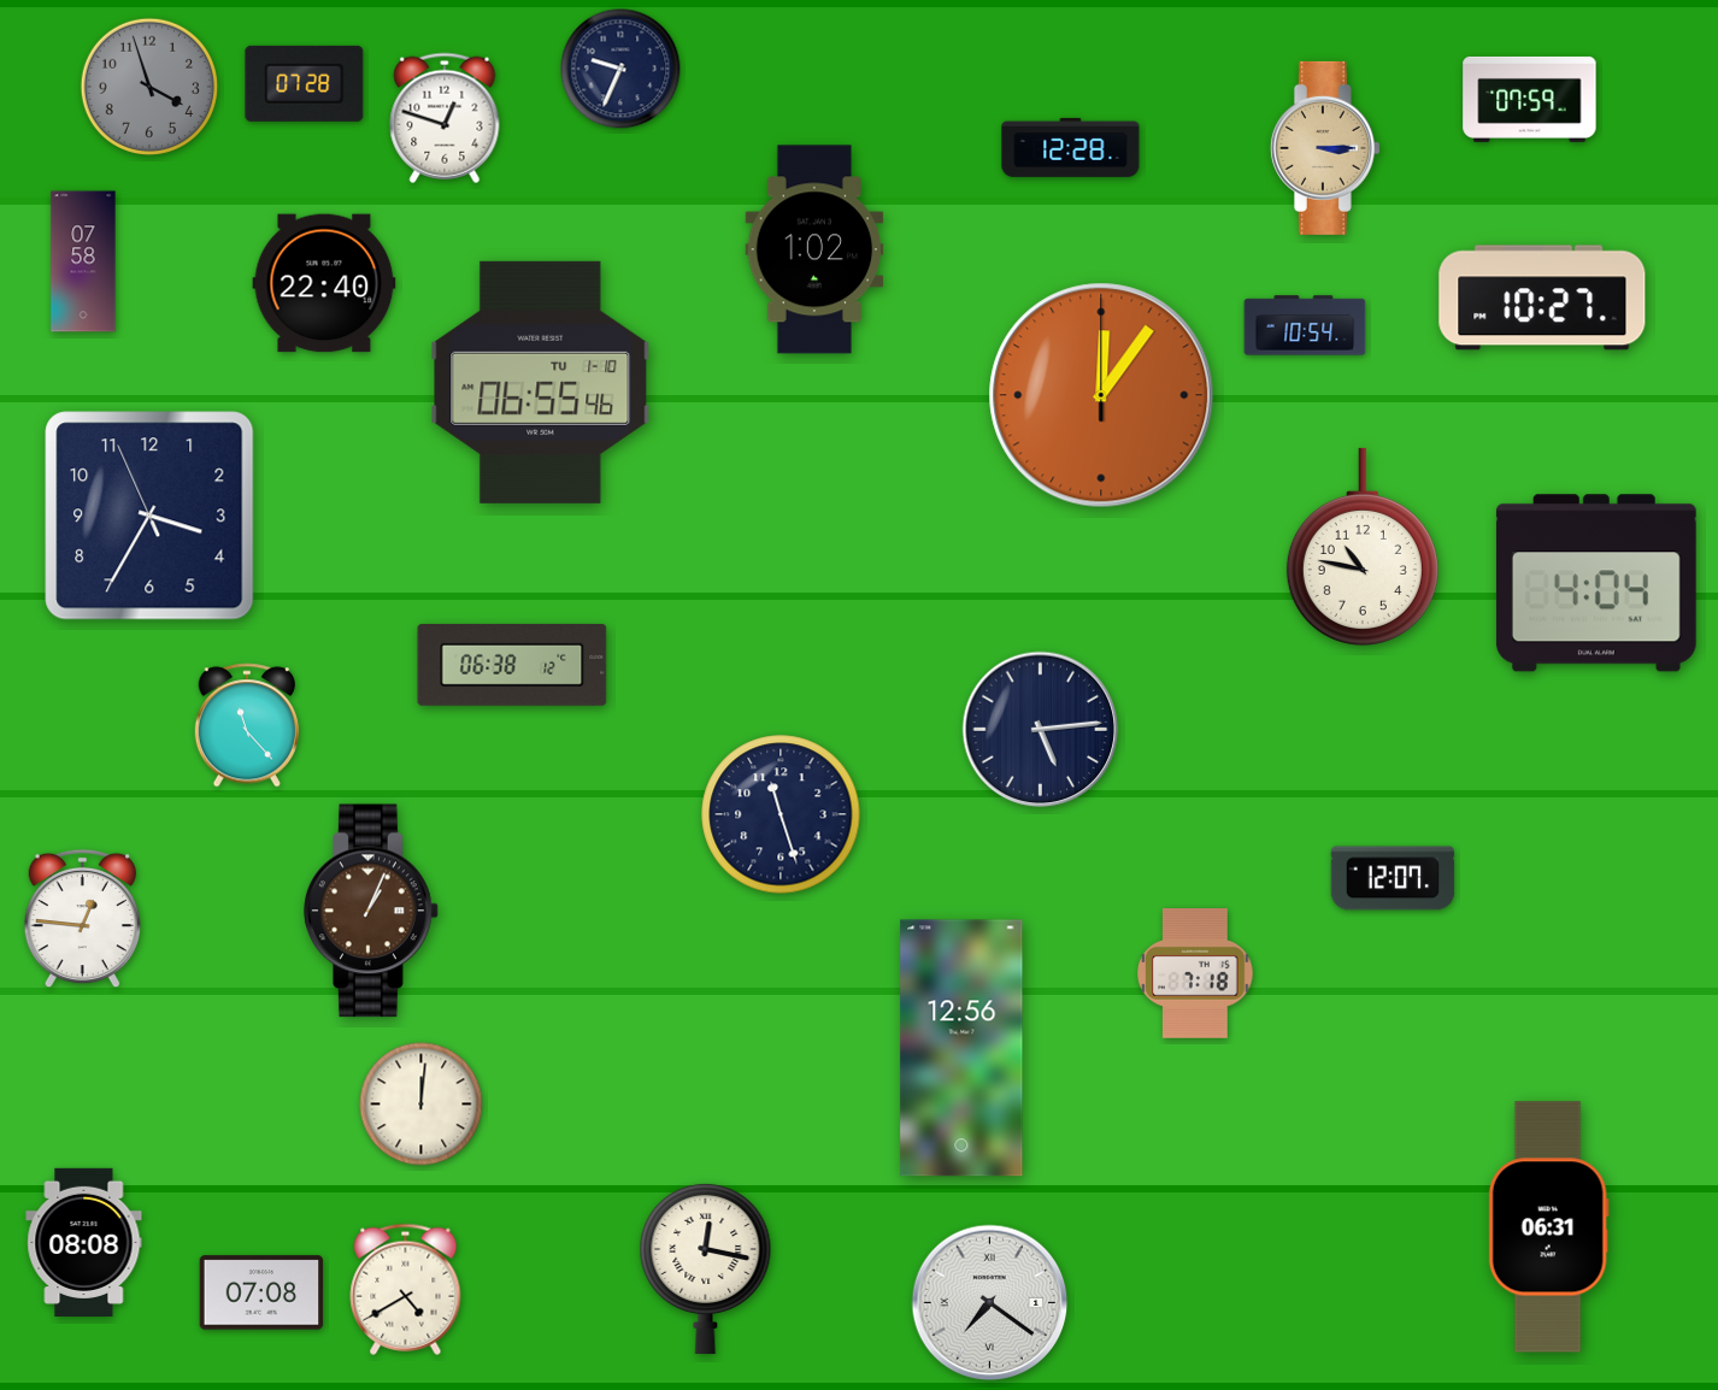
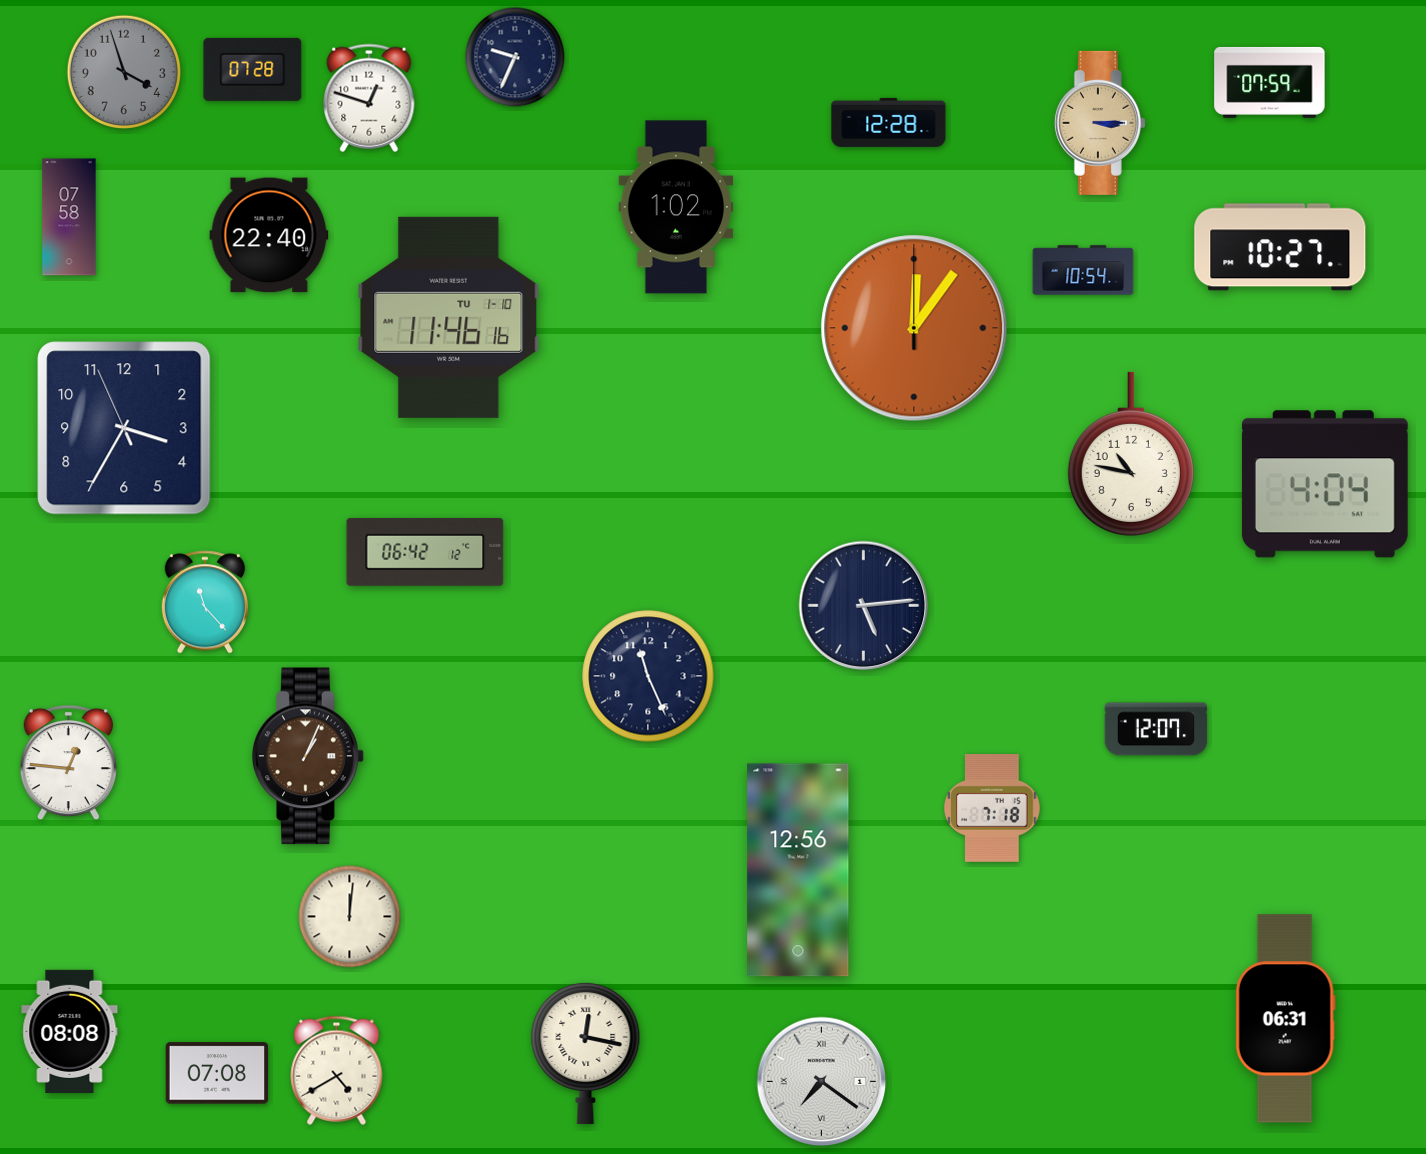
clock at (541, 382): 06:55 -> 11:46
clock at (512, 665): 06:38 -> 06:42
clock at (781, 814): 11:27 -> 11:26
